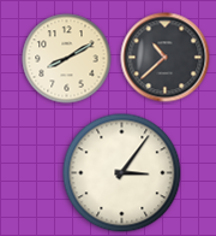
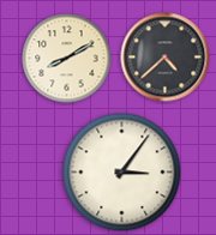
clock at (166, 58): 10:38 -> 4:38
